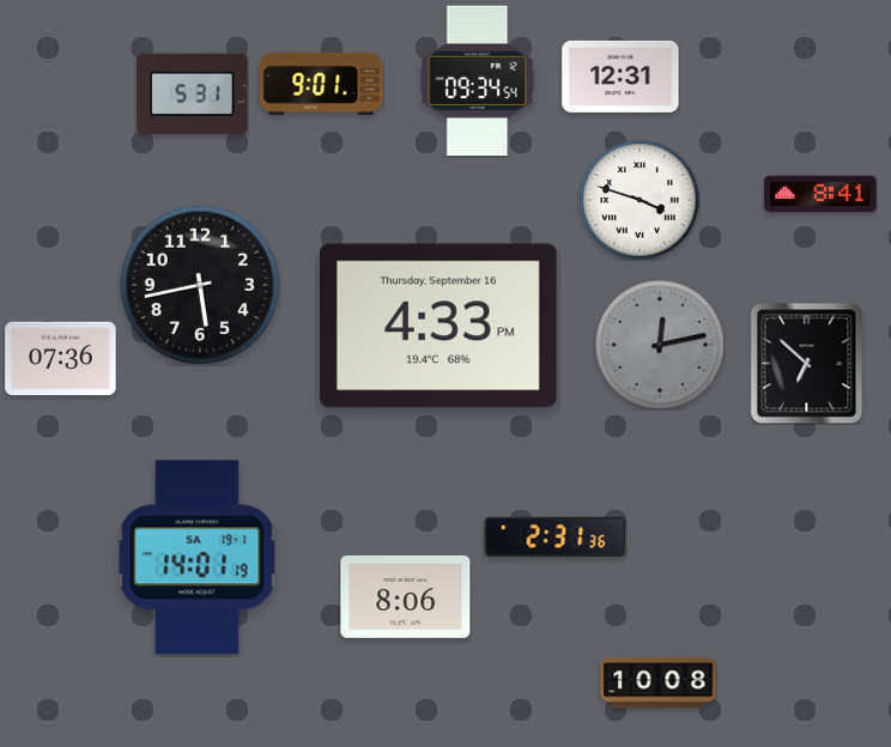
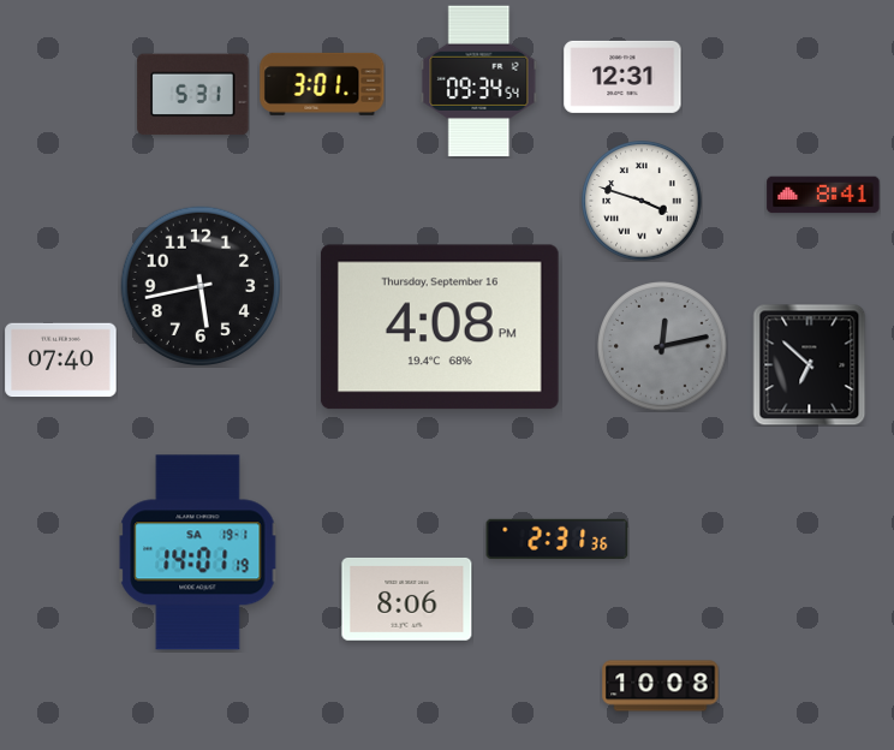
clock at (321, 84): 9:01 -> 3:01
clock at (438, 326): 4:33 -> 4:08
clock at (61, 359): 07:36 -> 07:40
clock at (198, 558) position: (198, 558) -> (198, 553)
